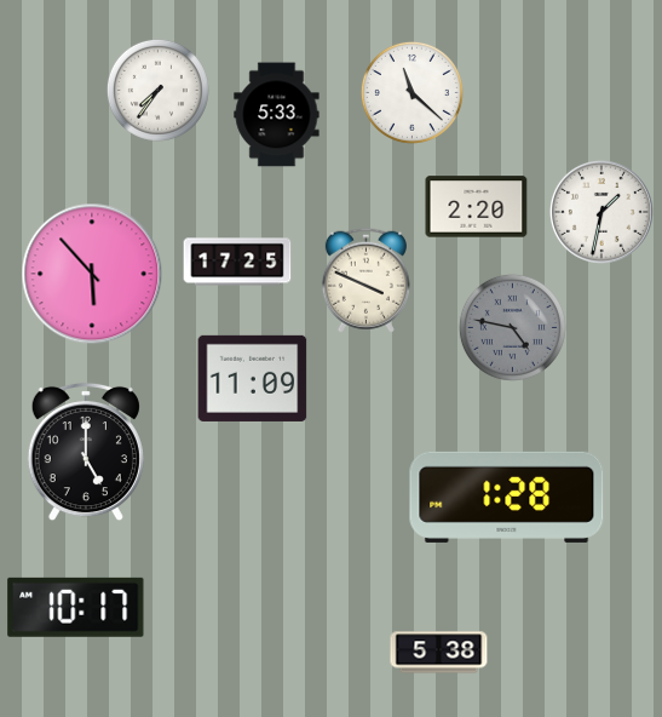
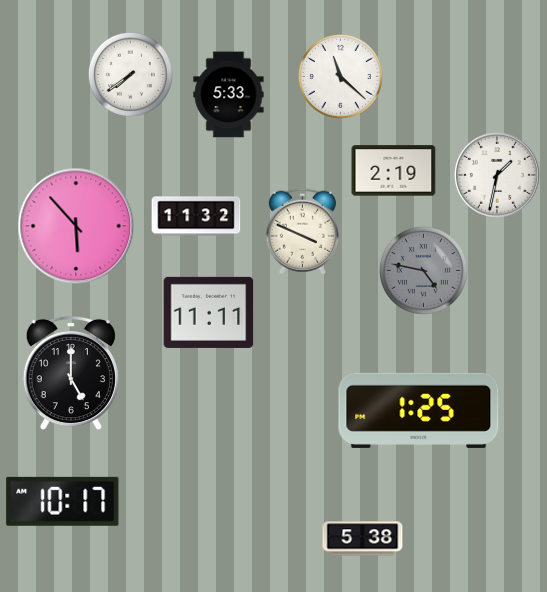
clock at (157, 90): 7:36 -> 7:39
clock at (477, 207): 2:20 -> 2:19
clock at (237, 262): 17:25 -> 11:32
clock at (253, 378): 11:09 -> 11:11
clock at (507, 497): 1:28 -> 1:25
